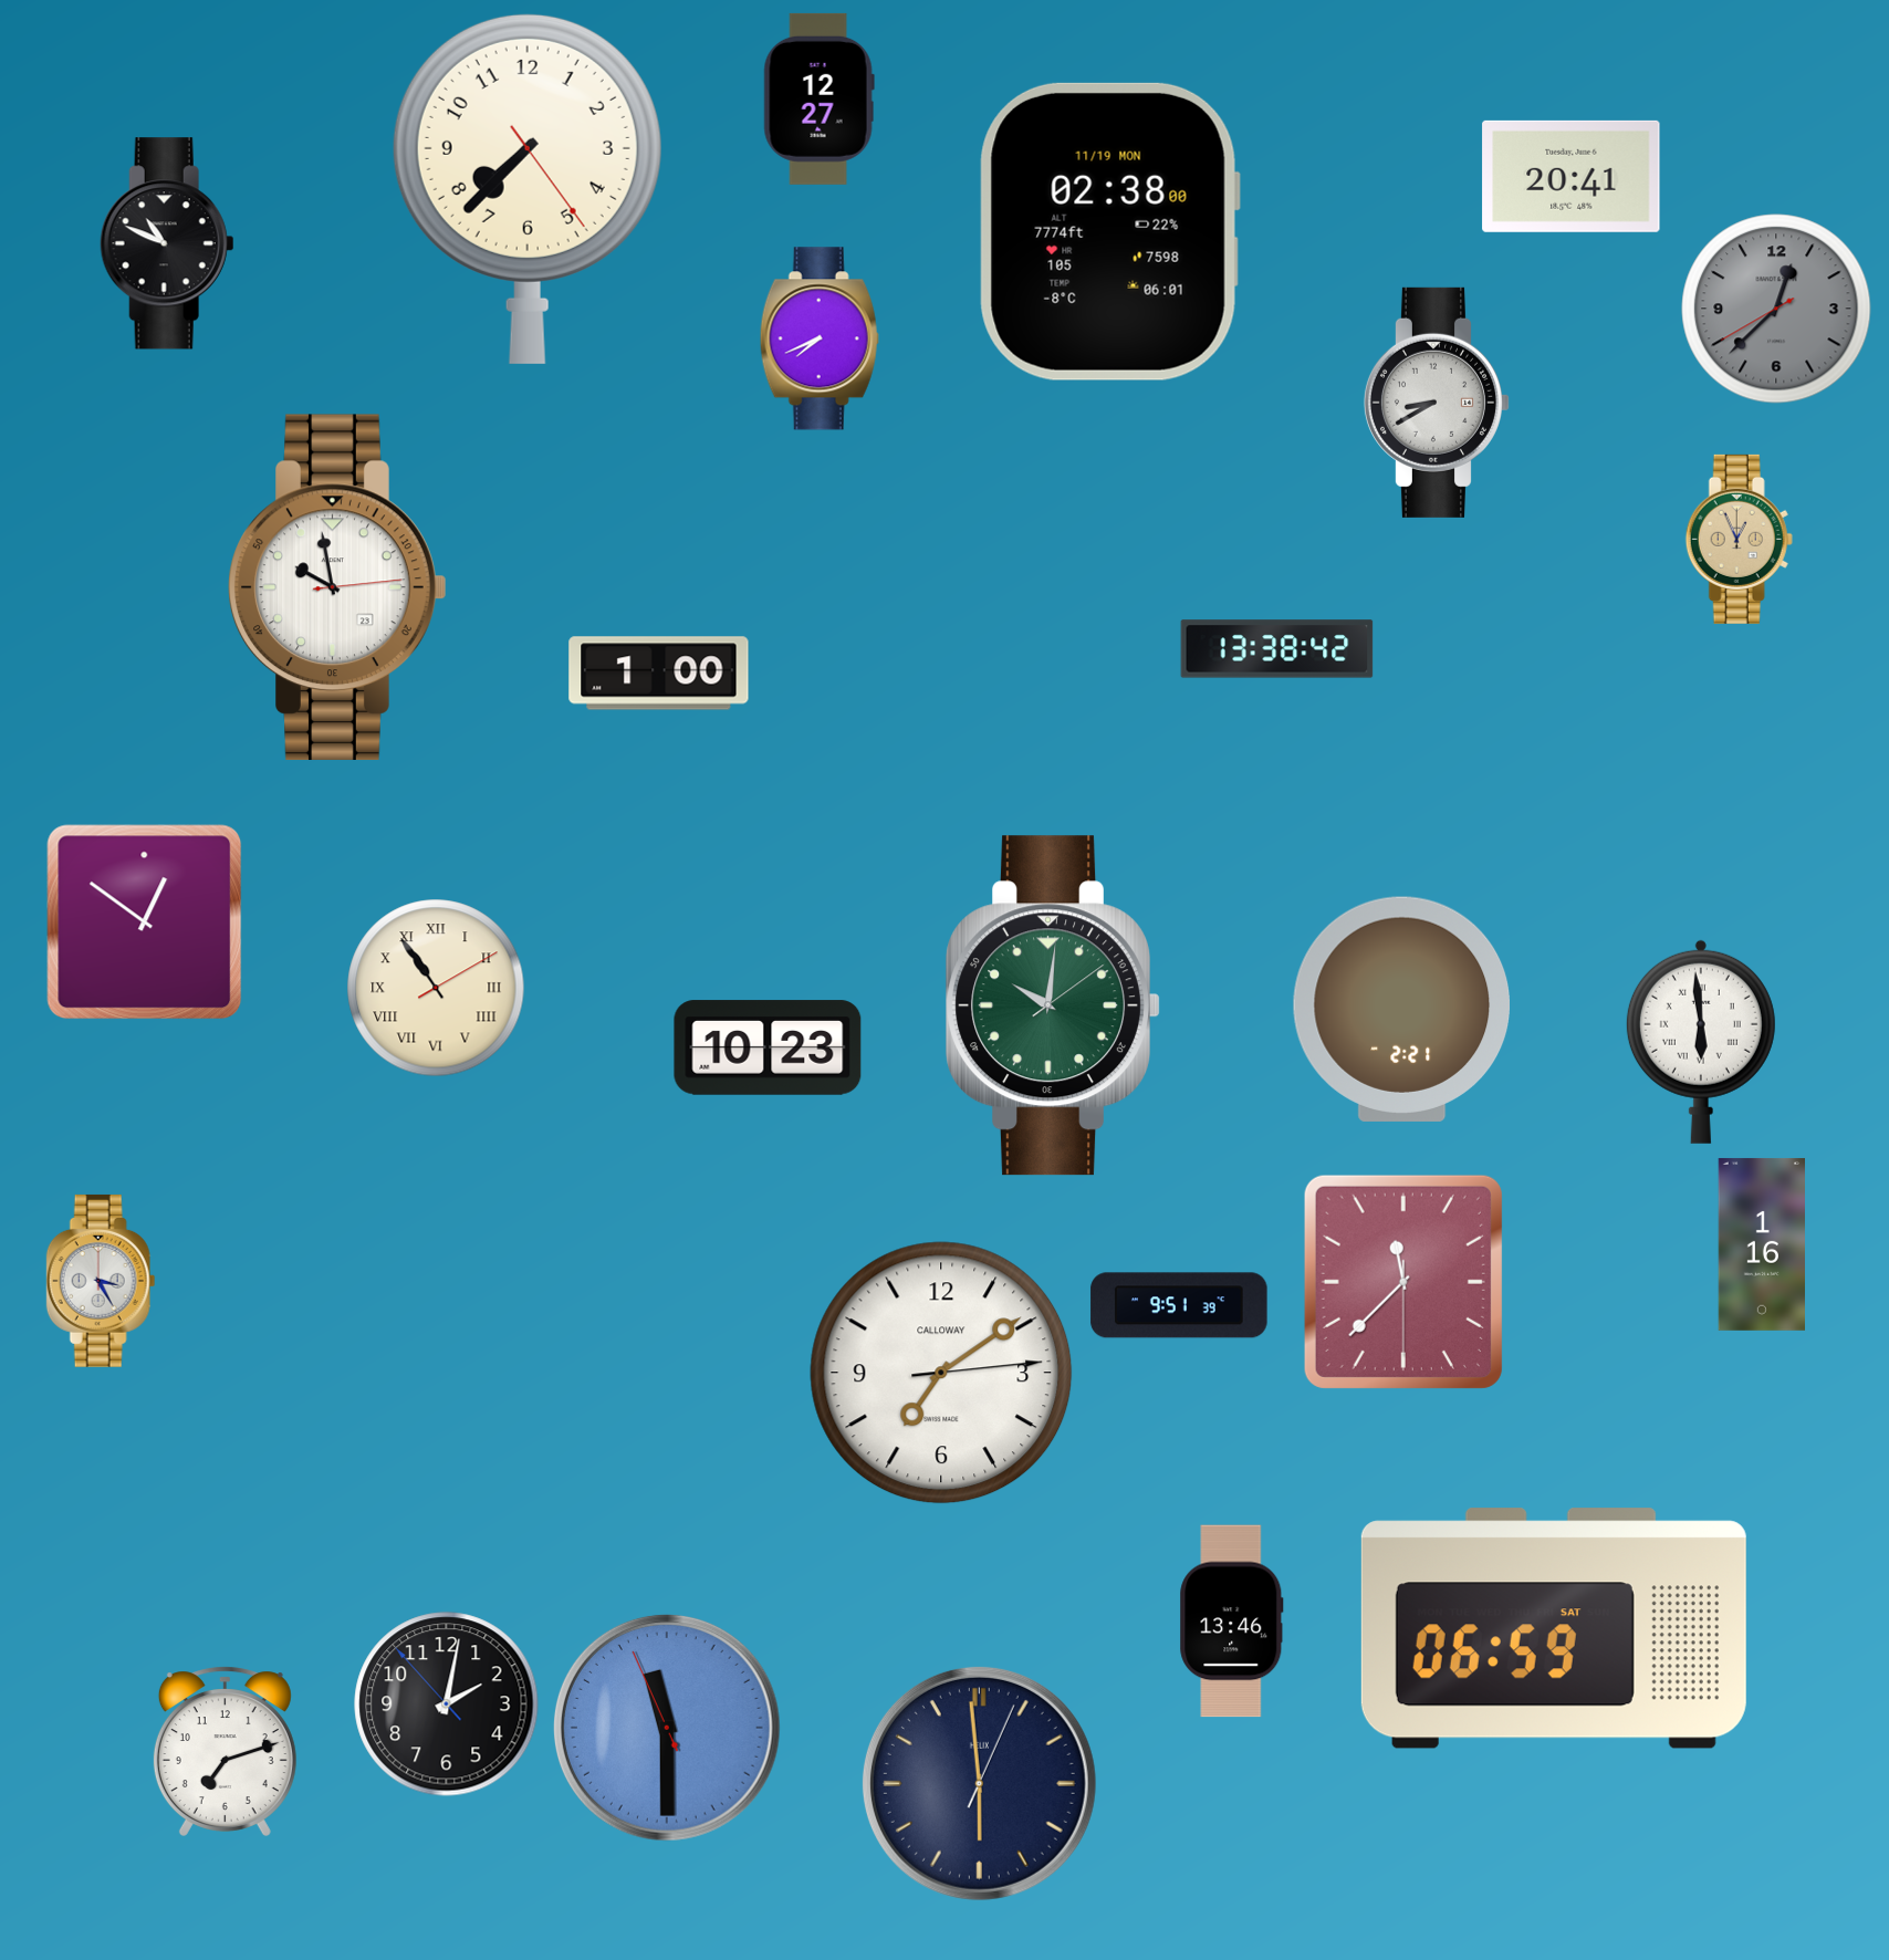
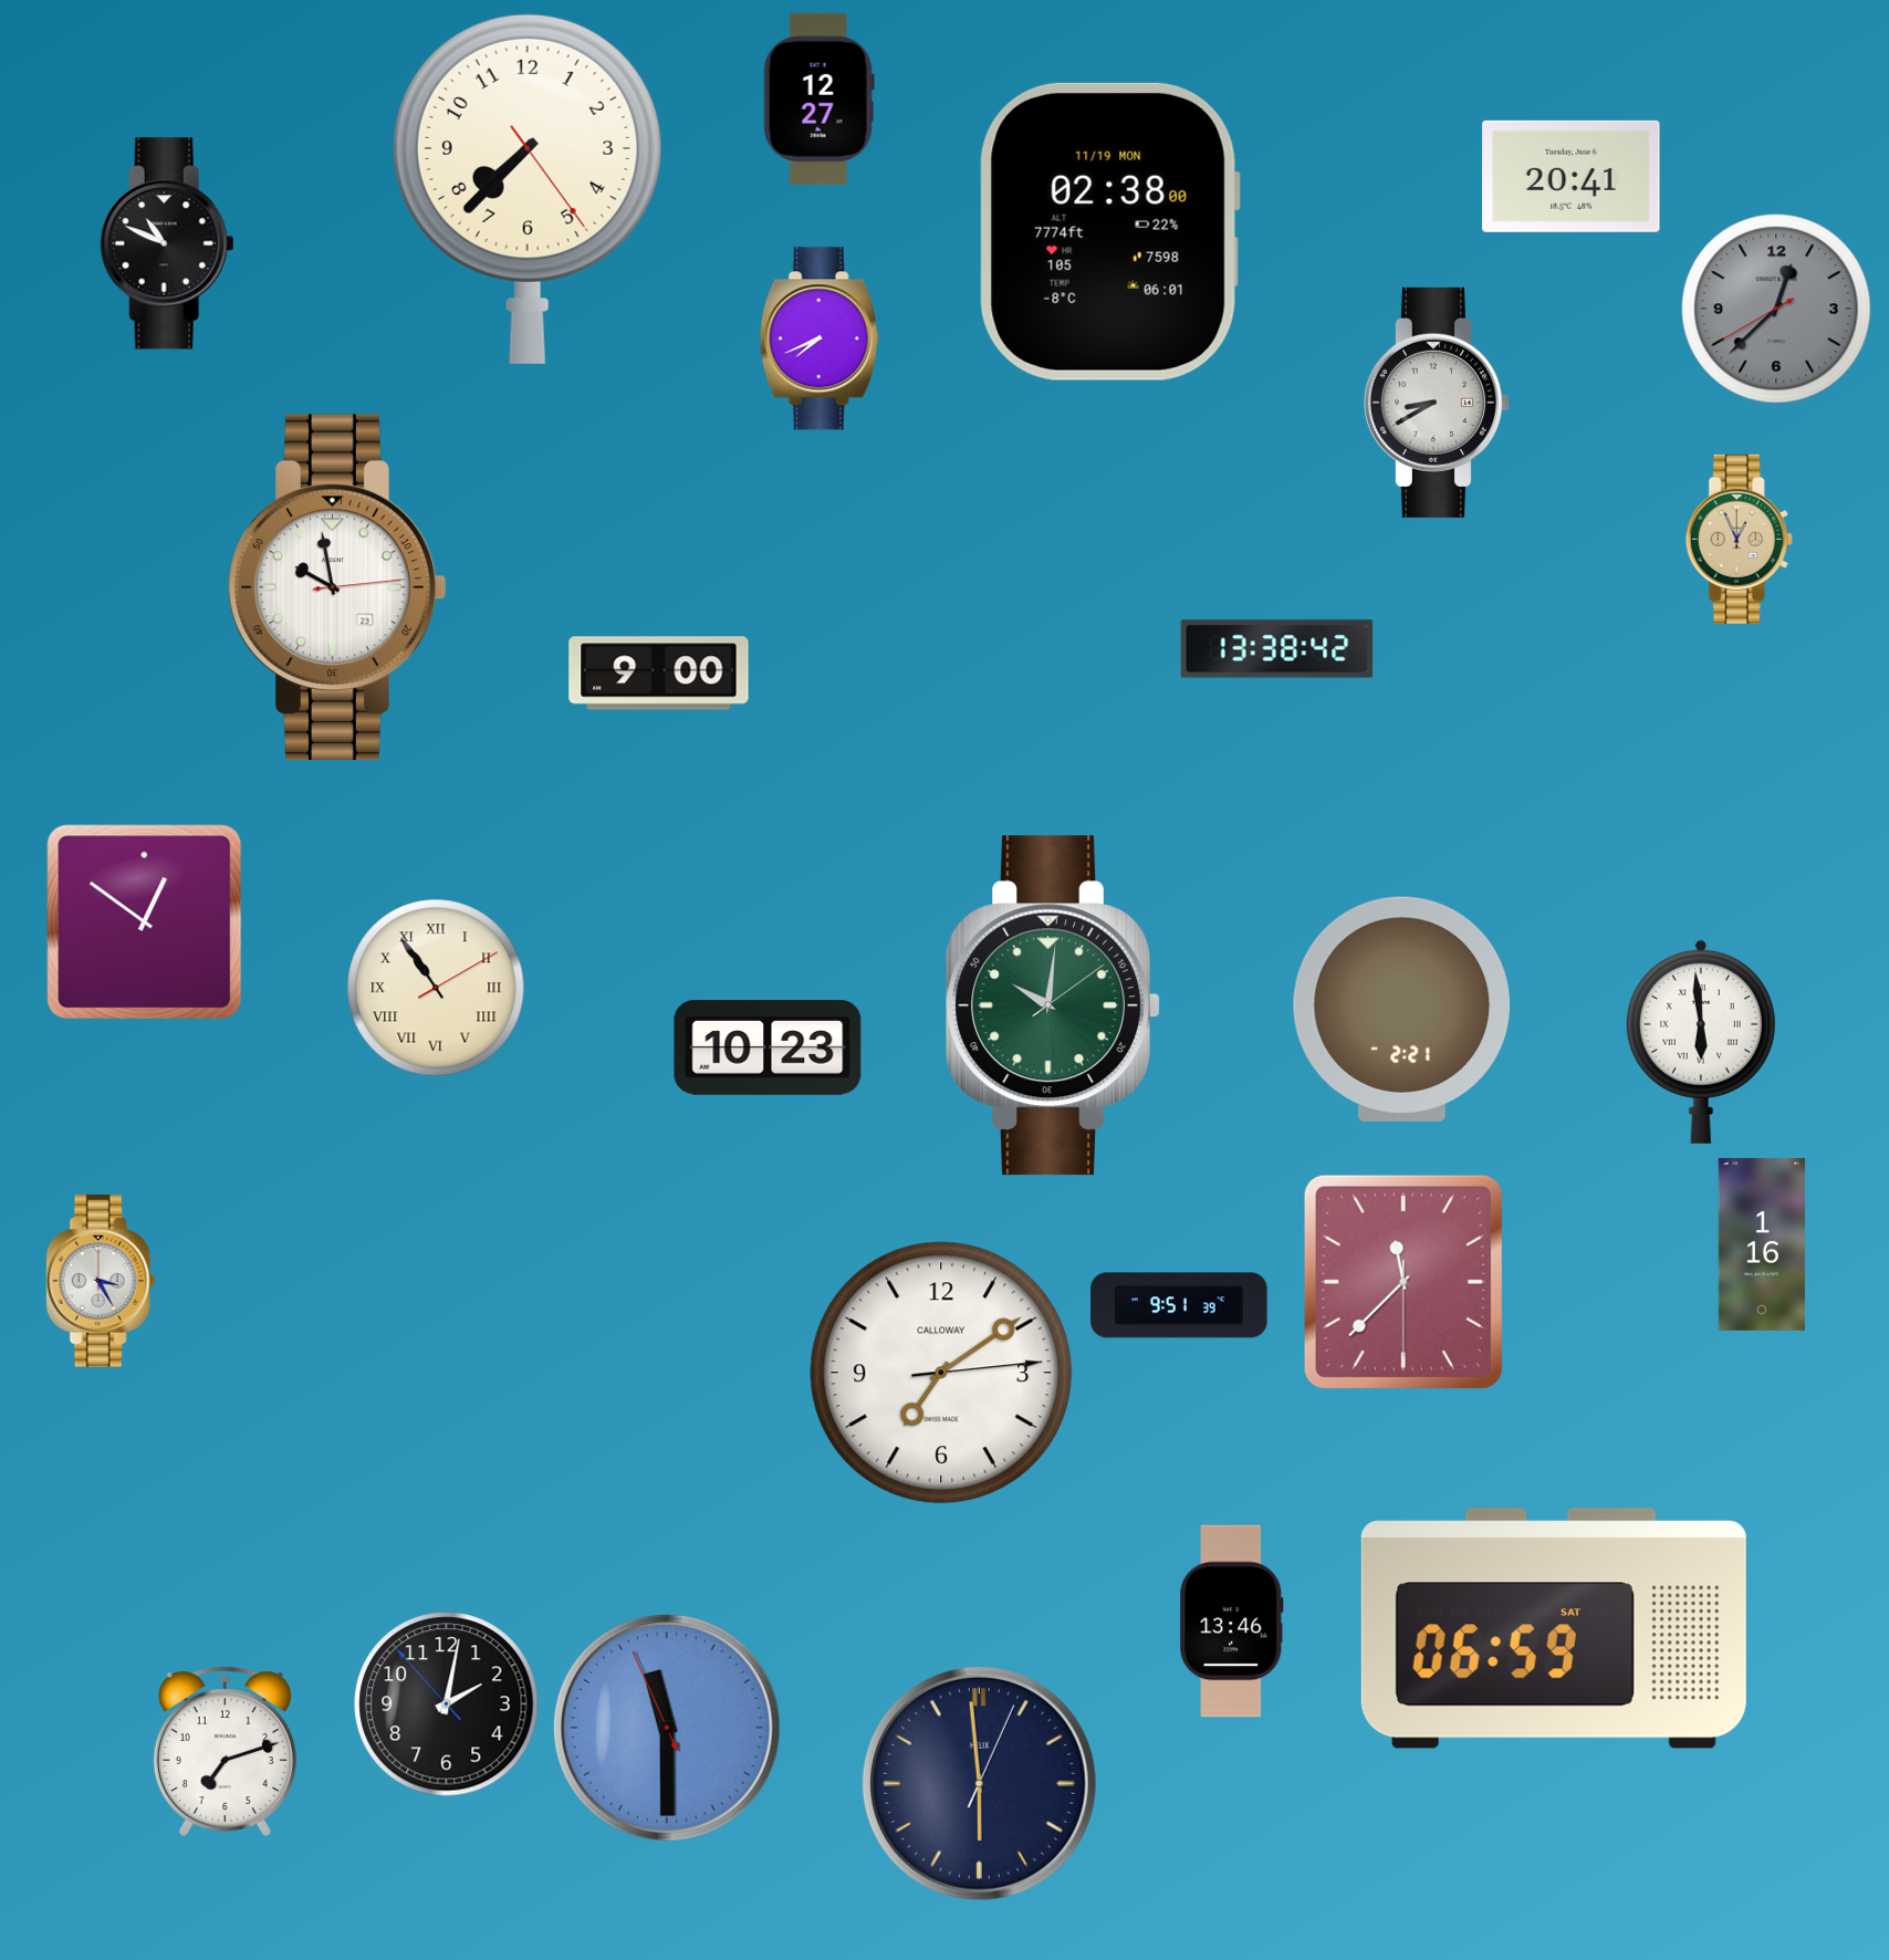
clock at (659, 674): 1:00 -> 9:00
